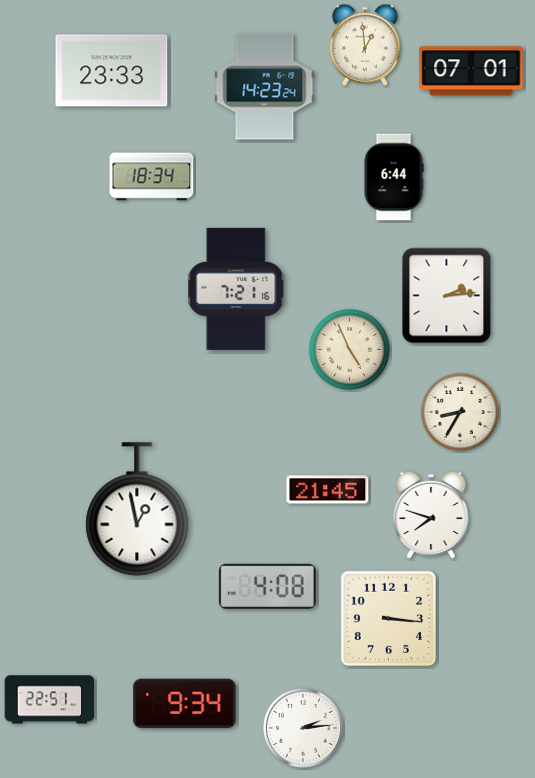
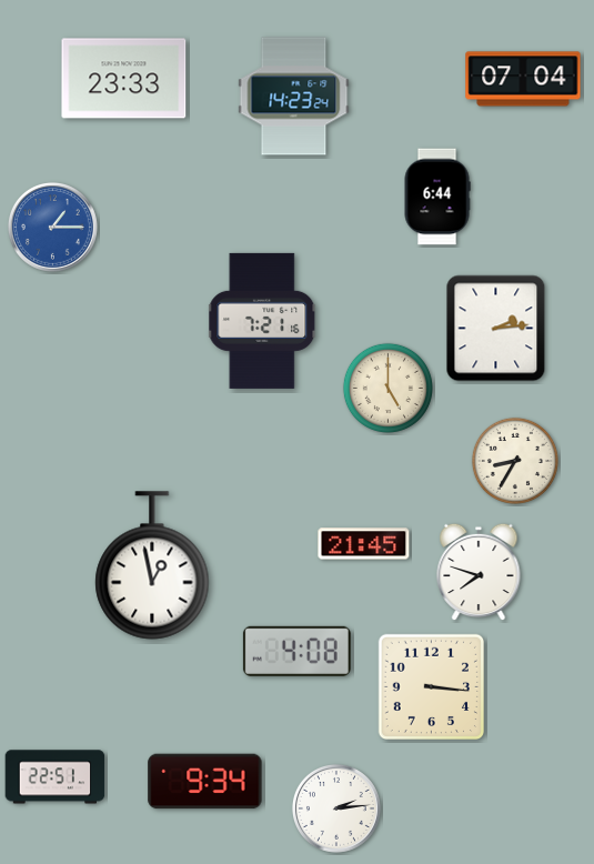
clock at (365, 45): 12:59 -> none
clock at (471, 71): 07:01 -> 07:04
clock at (152, 177): 18:34 -> none
clock at (52, 227): none -> 1:15
clock at (349, 349): 4:56 -> 5:00
clock at (460, 412) position: (460, 412) -> (515, 461)
